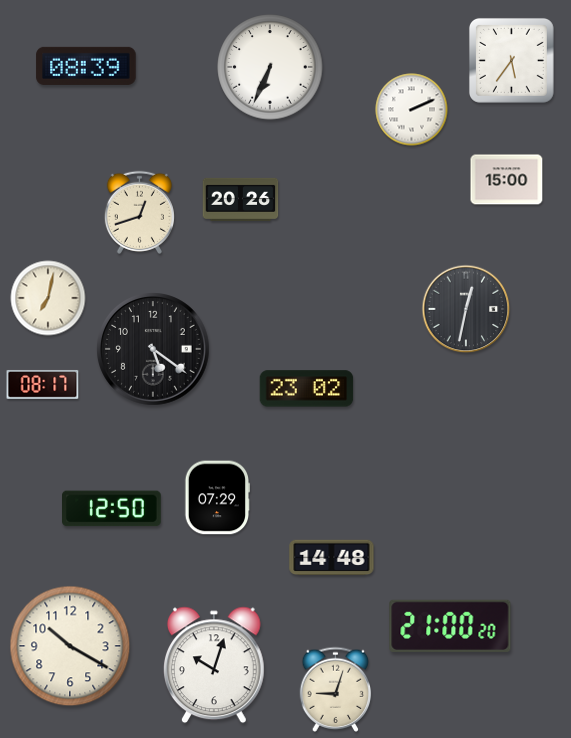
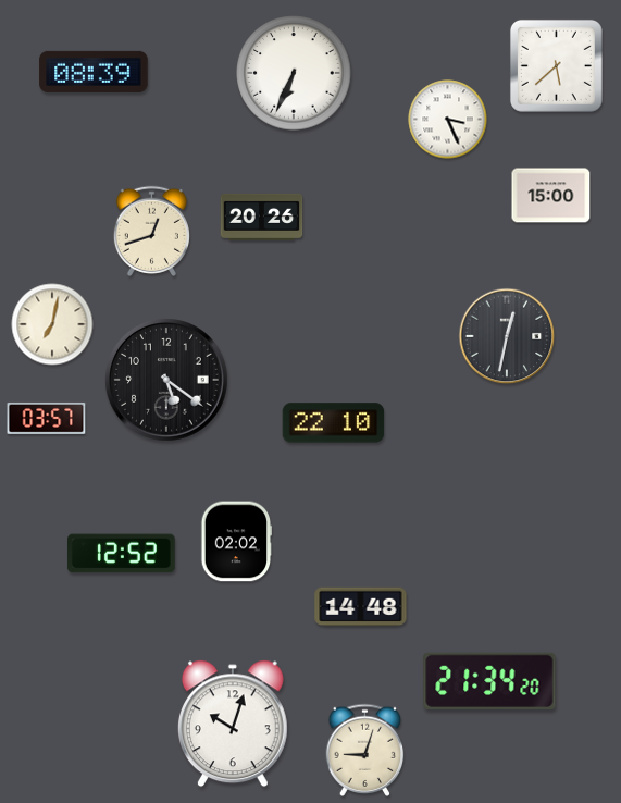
clock at (511, 60): 5:36 -> 5:38
clock at (412, 110): 2:11 -> 3:26
clock at (43, 384): 08:17 -> 03:57
clock at (307, 389): 23:02 -> 22:10
clock at (217, 498): 07:29 -> 02:02
clock at (112, 509): 12:50 -> 12:52
clock at (450, 626): 21:00 -> 21:34
clock at (70, 646): 10:20 -> none
